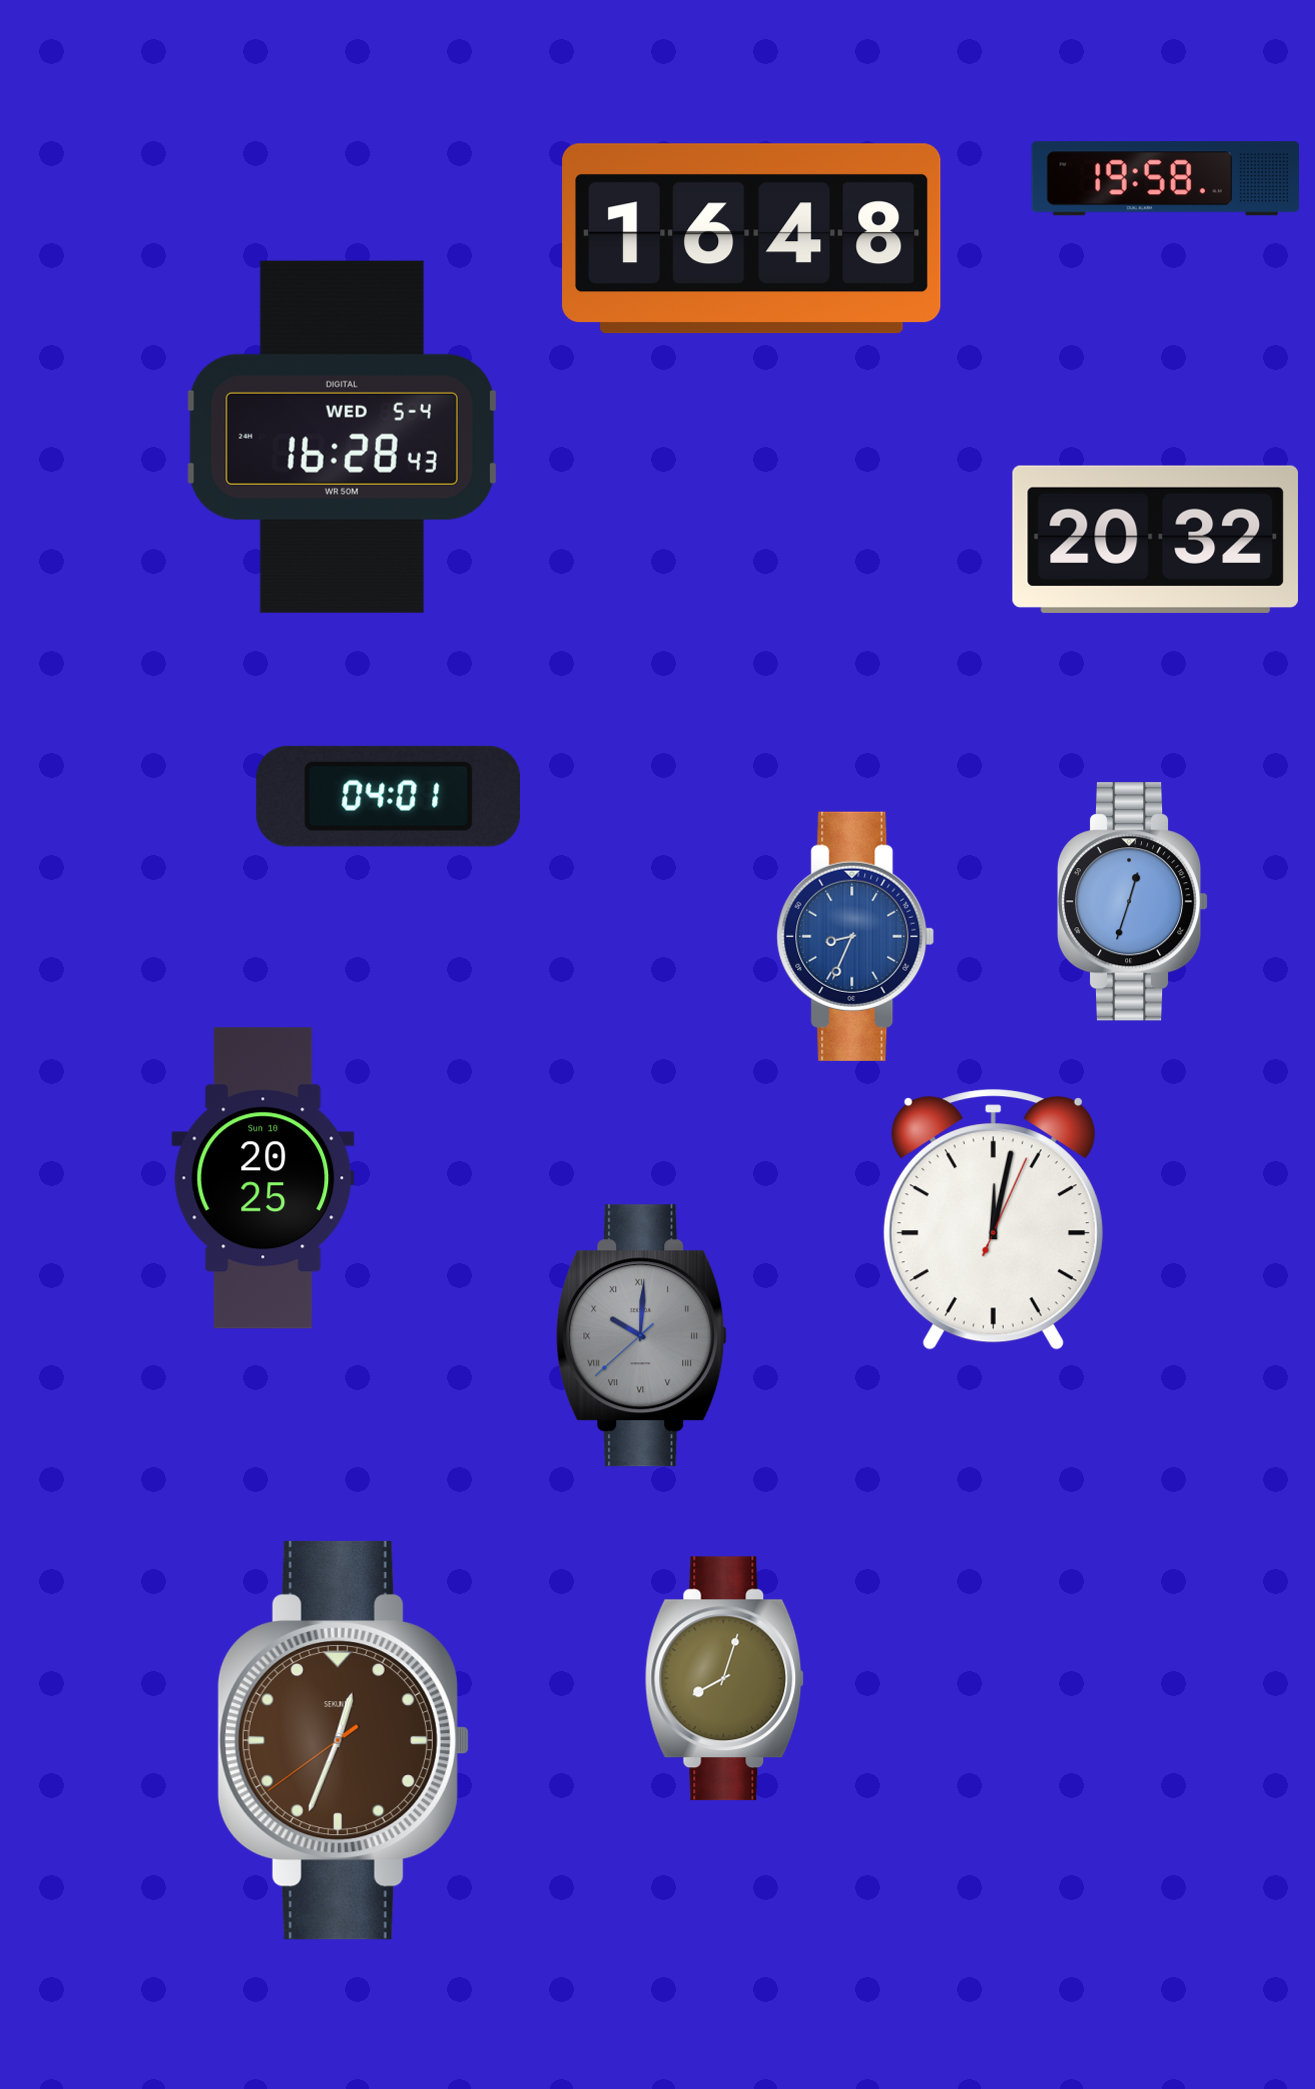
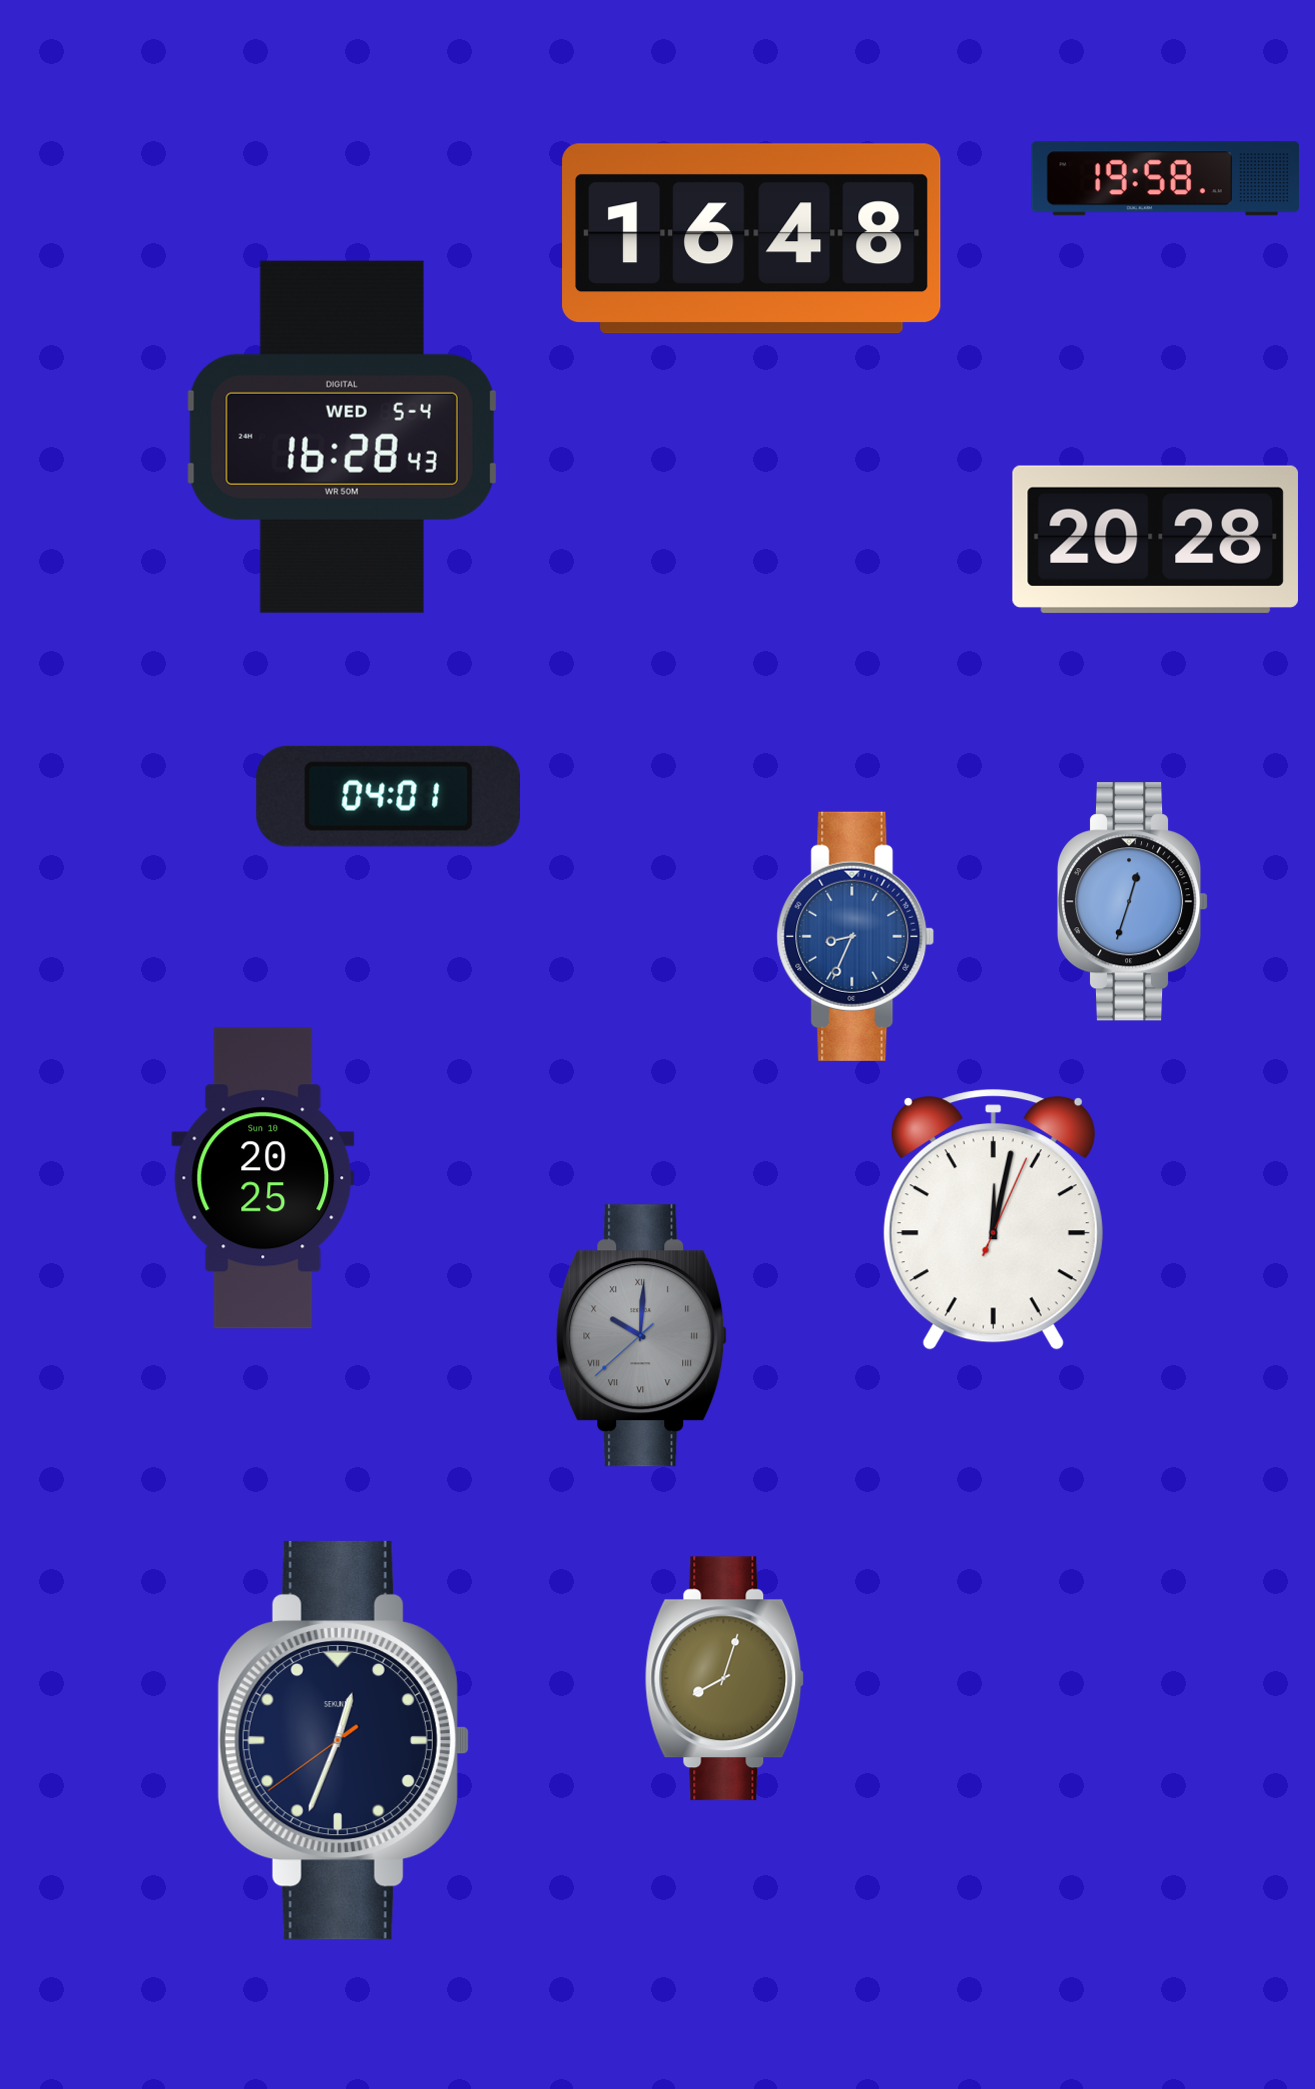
clock at (1155, 539): 20:32 -> 20:28
clock at (343, 1740) dial: brown -> navy
